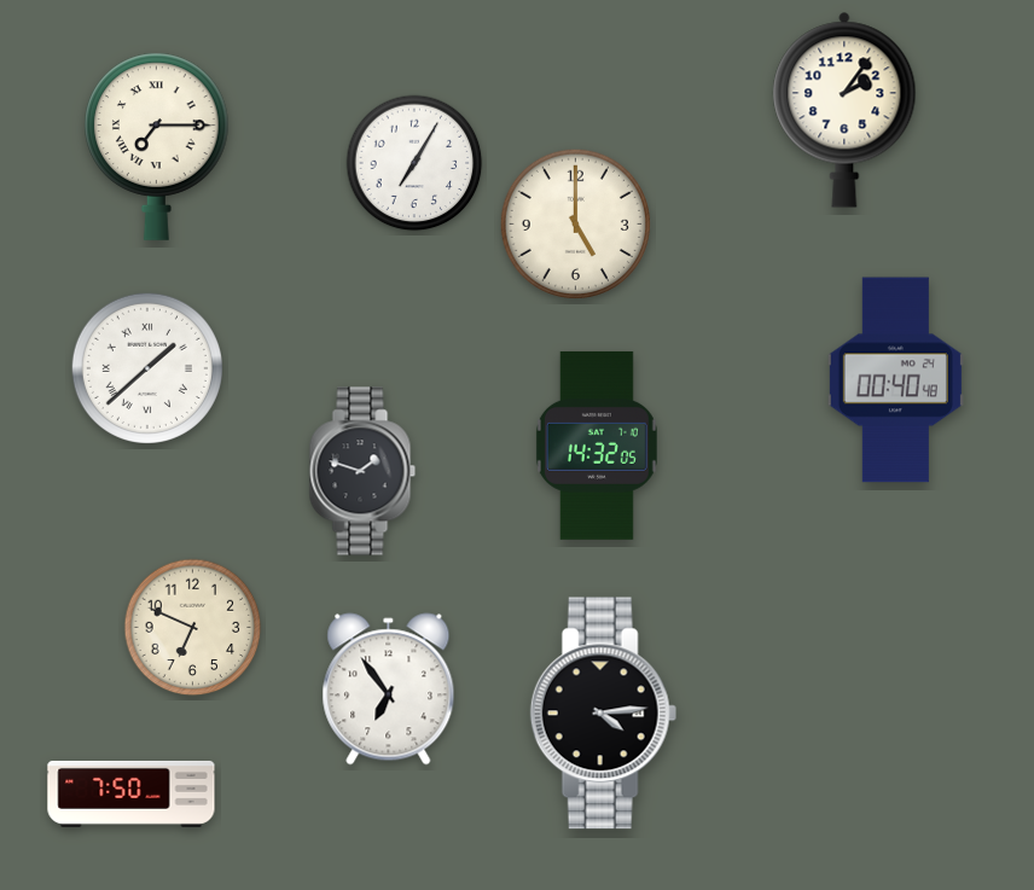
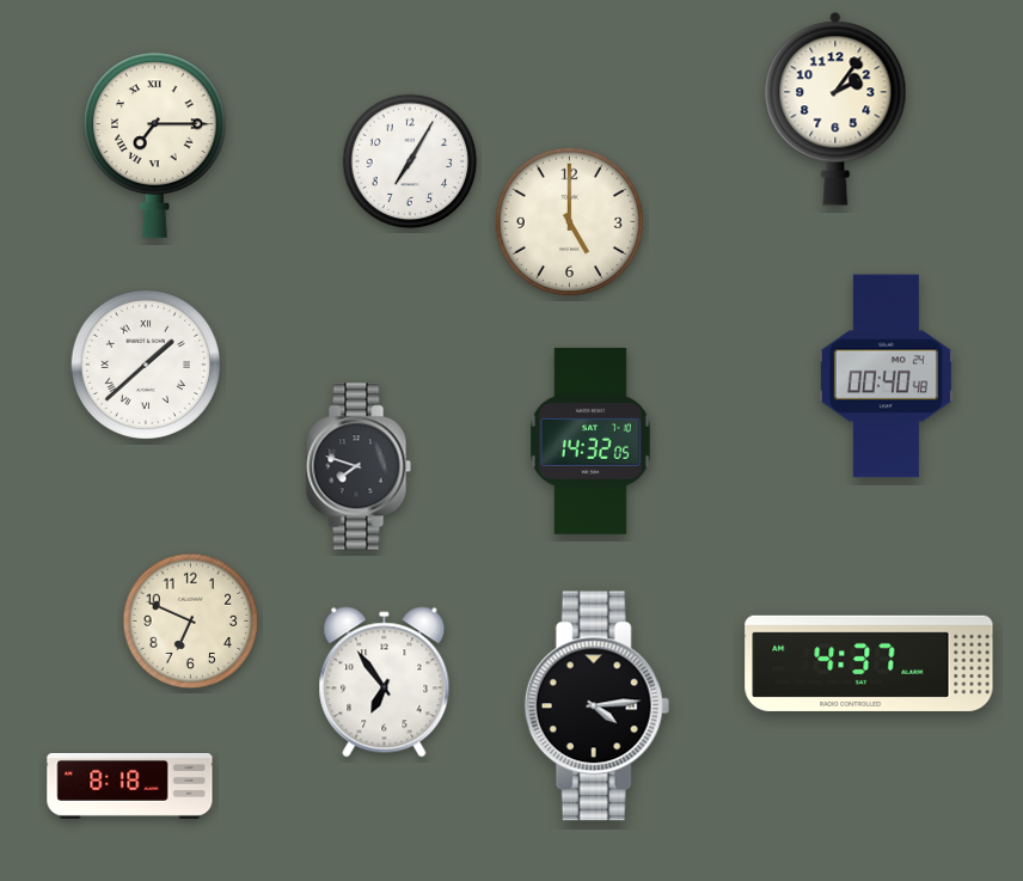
clock at (362, 471): 1:48 -> 7:48
clock at (869, 663): none -> 4:37
clock at (132, 793): 7:50 -> 8:18
